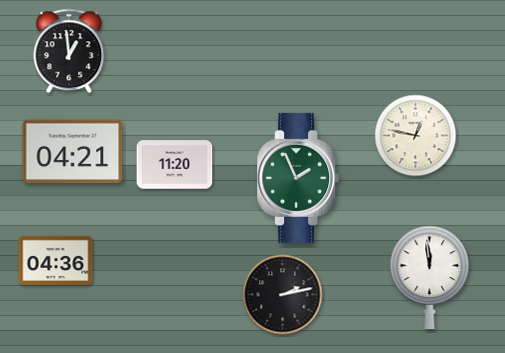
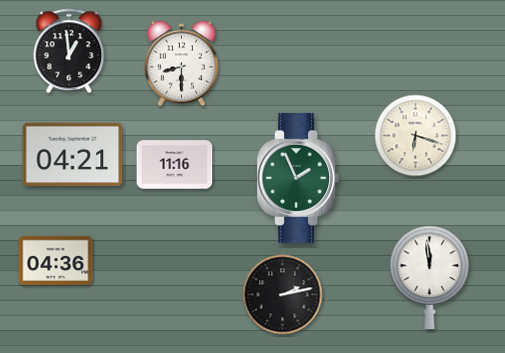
clock at (181, 64): none -> 8:30
clock at (416, 136): 12:47 -> 6:18
clock at (73, 152) position: (73, 152) -> (73, 155)
clock at (175, 165): 11:20 -> 11:16
